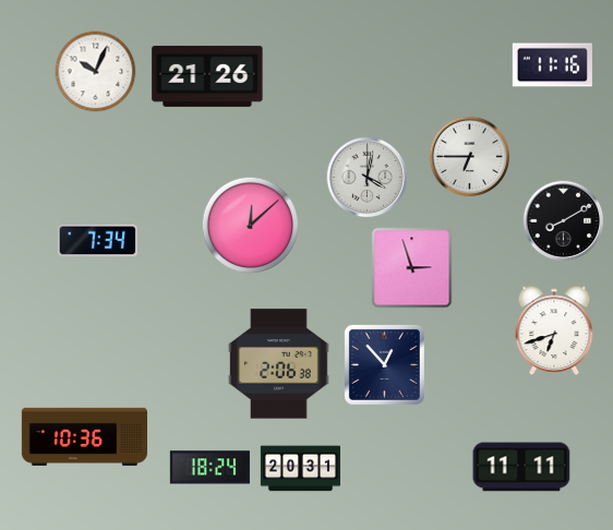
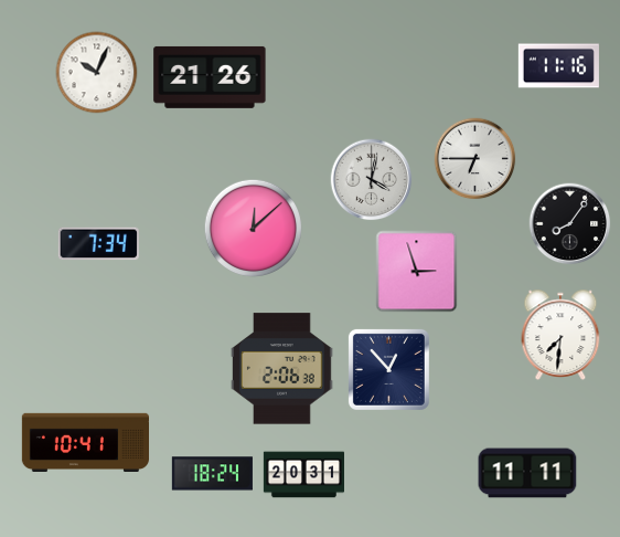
clock at (564, 221): 8:10 -> 8:06
clock at (554, 330): 6:42 -> 7:31
clock at (84, 436): 10:36 -> 10:41
